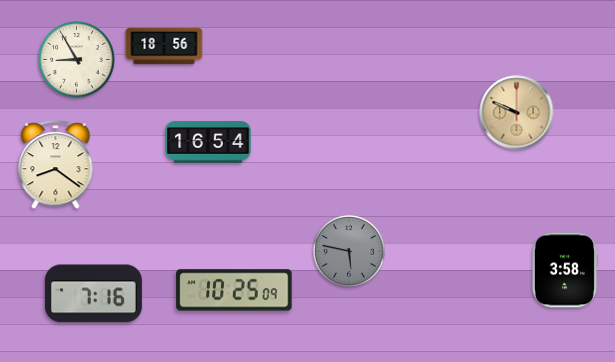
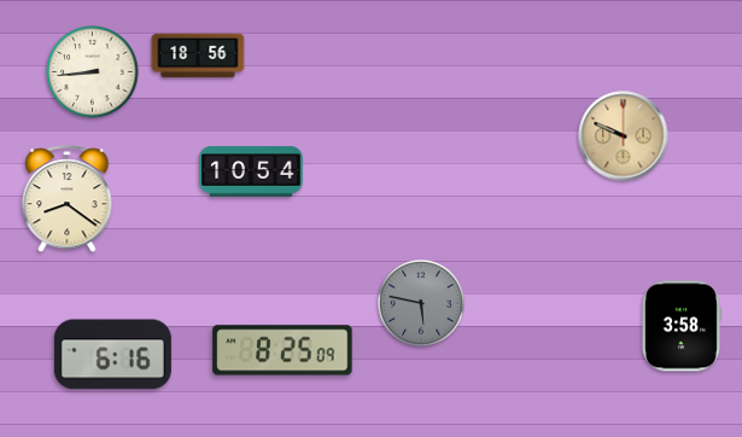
clock at (77, 60): 8:55 -> 8:44
clock at (208, 142): 16:54 -> 10:54
clock at (234, 290): 10:25 -> 8:25
clock at (93, 294): 7:16 -> 6:16
